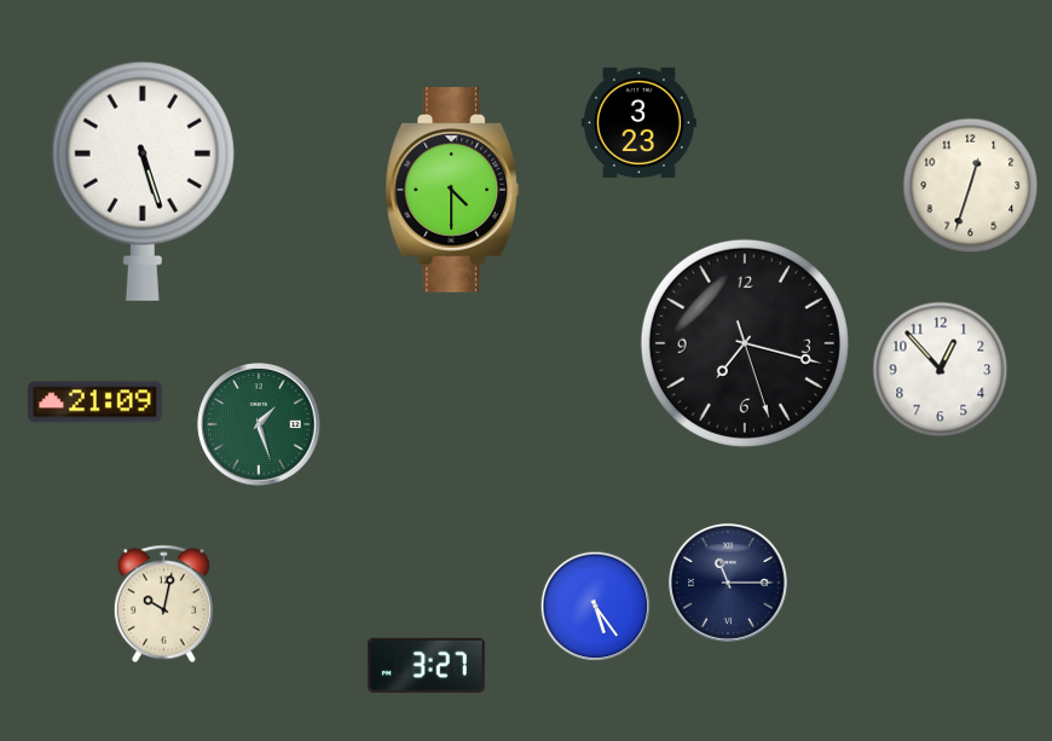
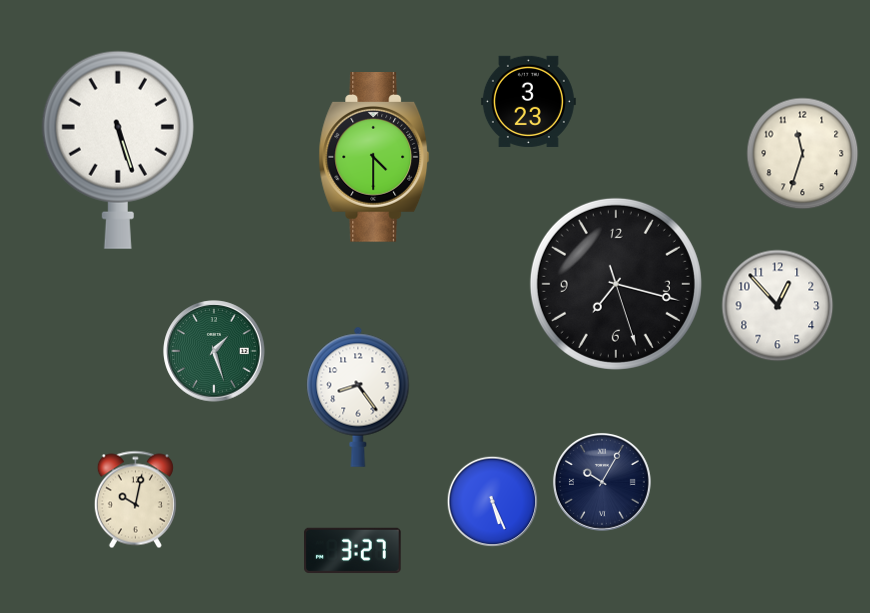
clock at (971, 186): 12:33 -> 11:33
clock at (94, 403): 21:09 -> none
clock at (358, 397): none -> 8:24
clock at (728, 583): 11:15 -> 10:05
clock at (596, 607): 5:24 -> 5:26
